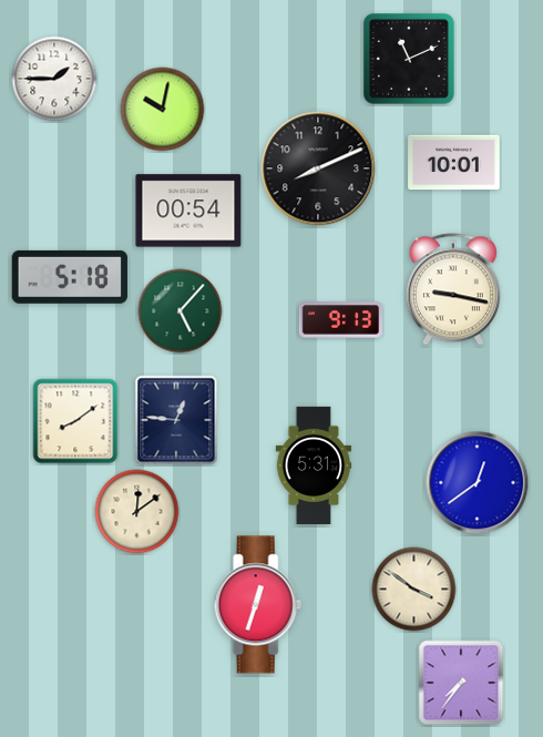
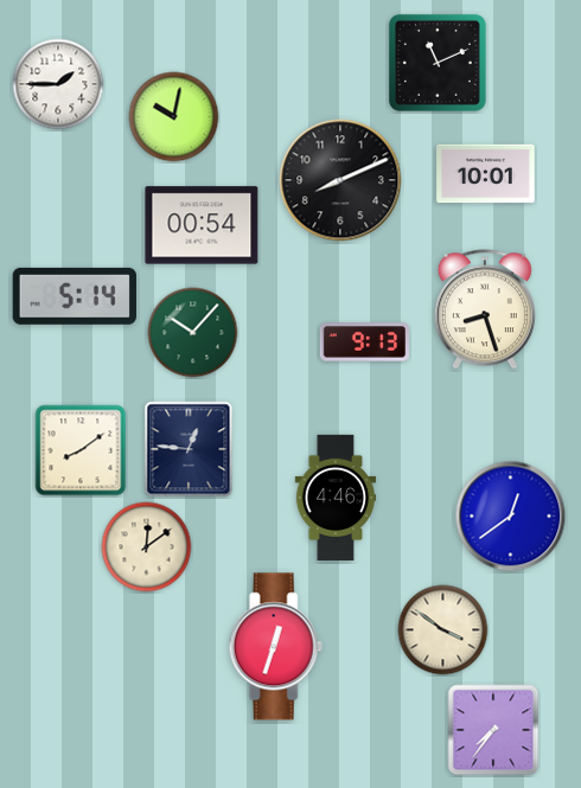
clock at (69, 277): 5:18 -> 5:14
clock at (453, 289): 9:17 -> 8:27
clock at (181, 311): 5:07 -> 10:07
clock at (314, 465): 5:31 -> 4:46
